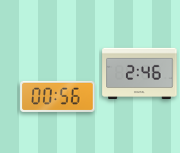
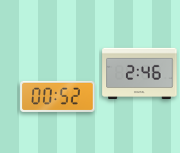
clock at (58, 96): 00:56 -> 00:52
